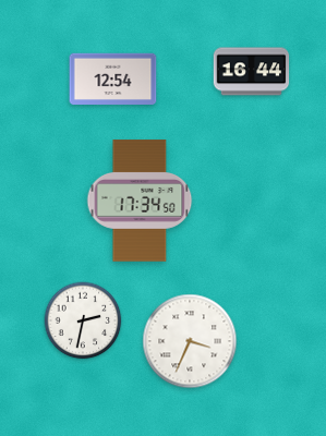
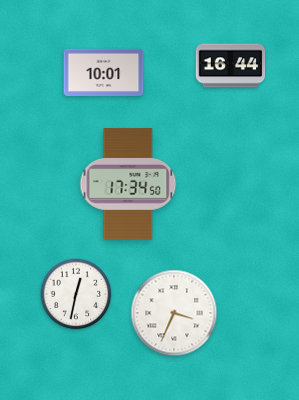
clock at (113, 78): 12:54 -> 10:01
clock at (83, 320): 2:32 -> 12:32
